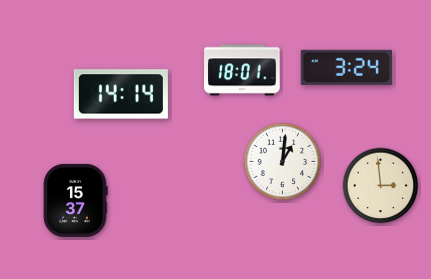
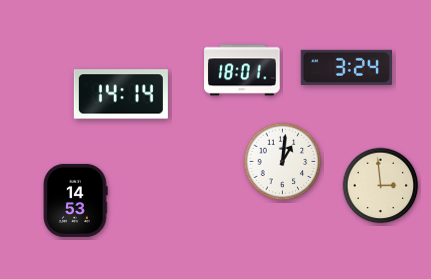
clock at (75, 200): 15:37 -> 14:53
